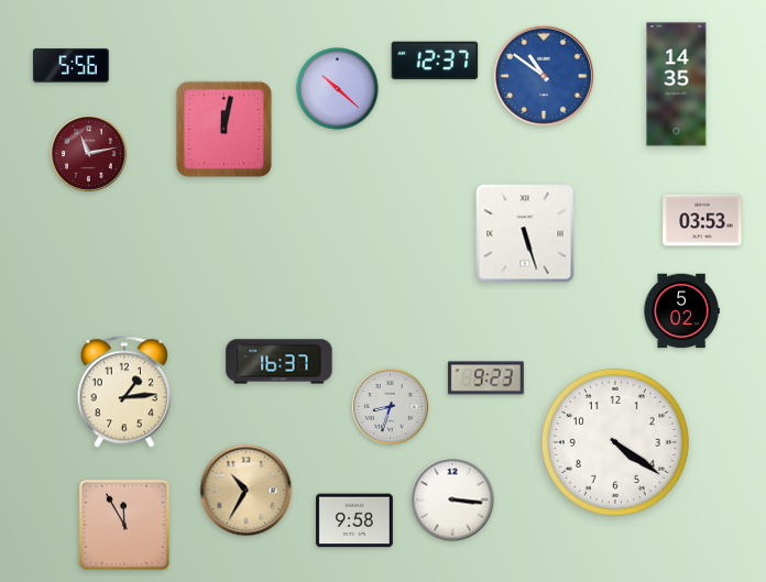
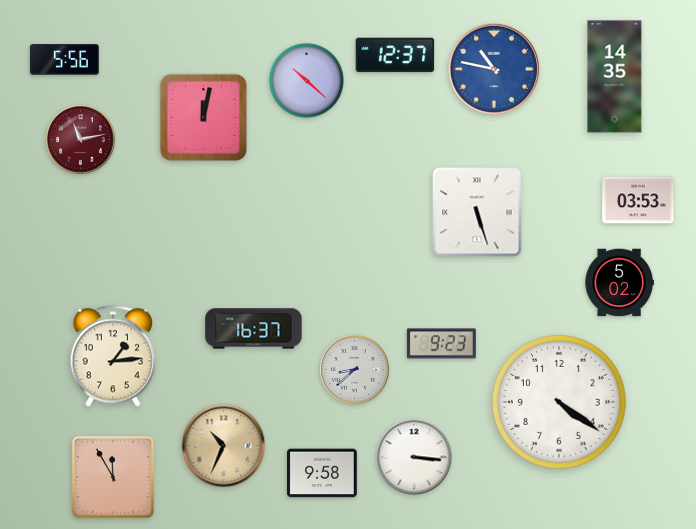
clock at (544, 76): 10:51 -> 10:47
clock at (391, 407): 8:33 -> 8:38
clock at (247, 491): 10:35 -> 10:34
clock at (452, 499) position: (452, 499) -> (414, 457)
